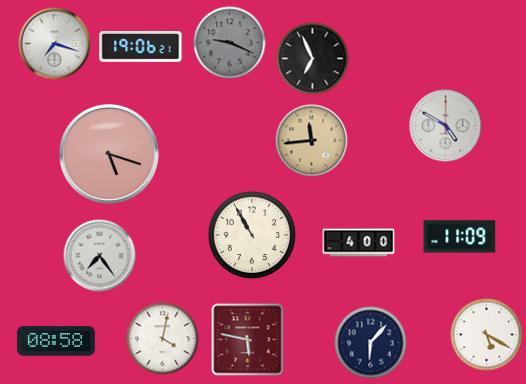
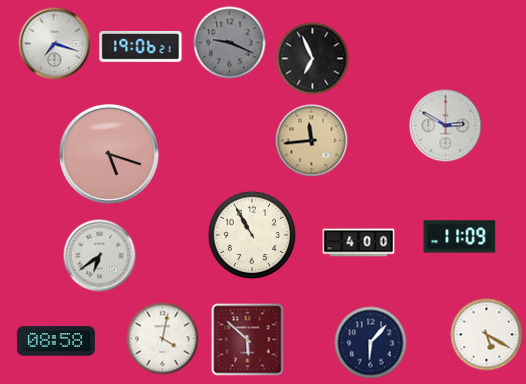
clock at (446, 126): 4:50 -> 2:50
clock at (100, 256): 7:24 -> 6:39
clock at (248, 340): 5:47 -> 5:52
